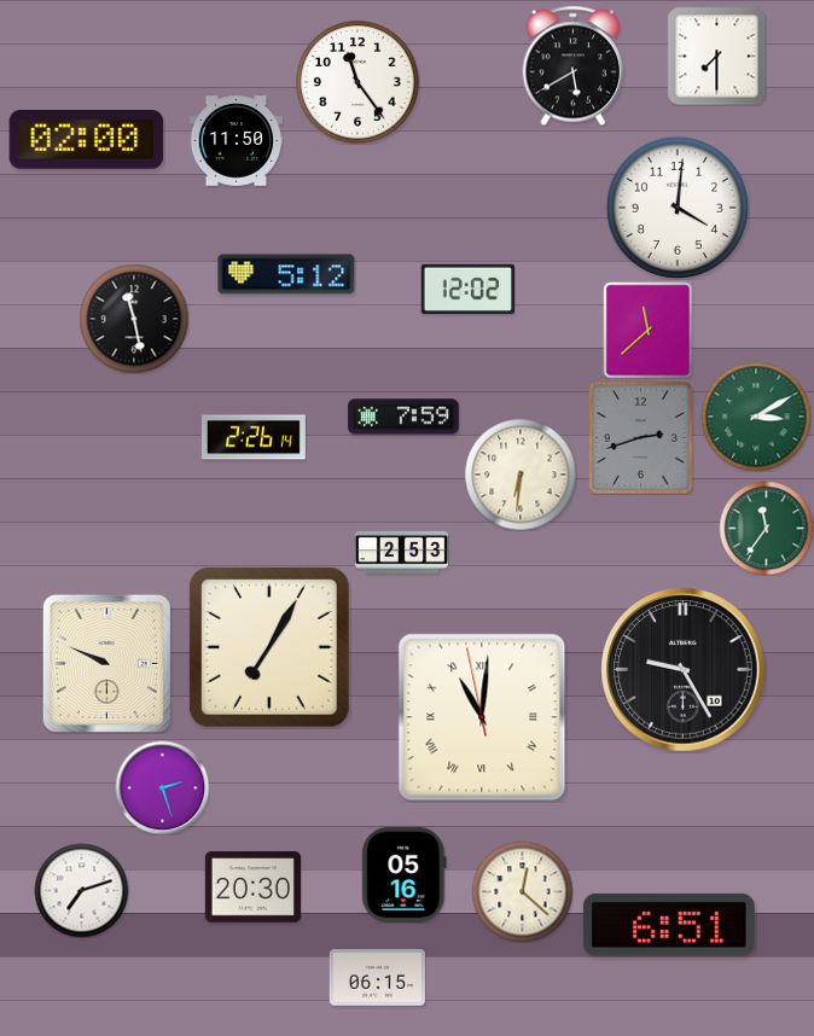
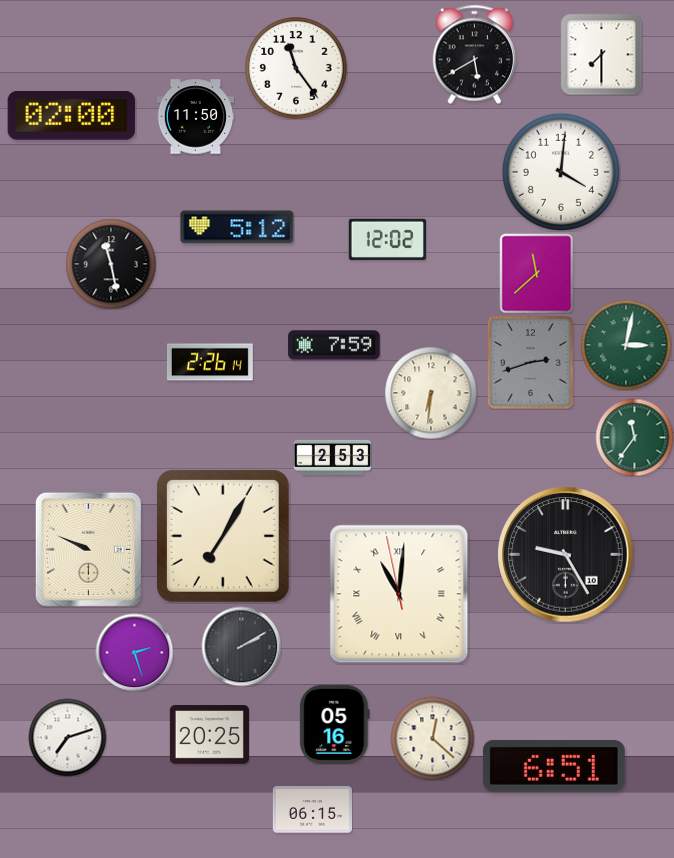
clock at (716, 56) position: (716, 56) -> (601, 54)
clock at (756, 417): 3:10 -> 3:02
clock at (241, 646): none -> 2:10
clock at (252, 887): 20:30 -> 20:25
